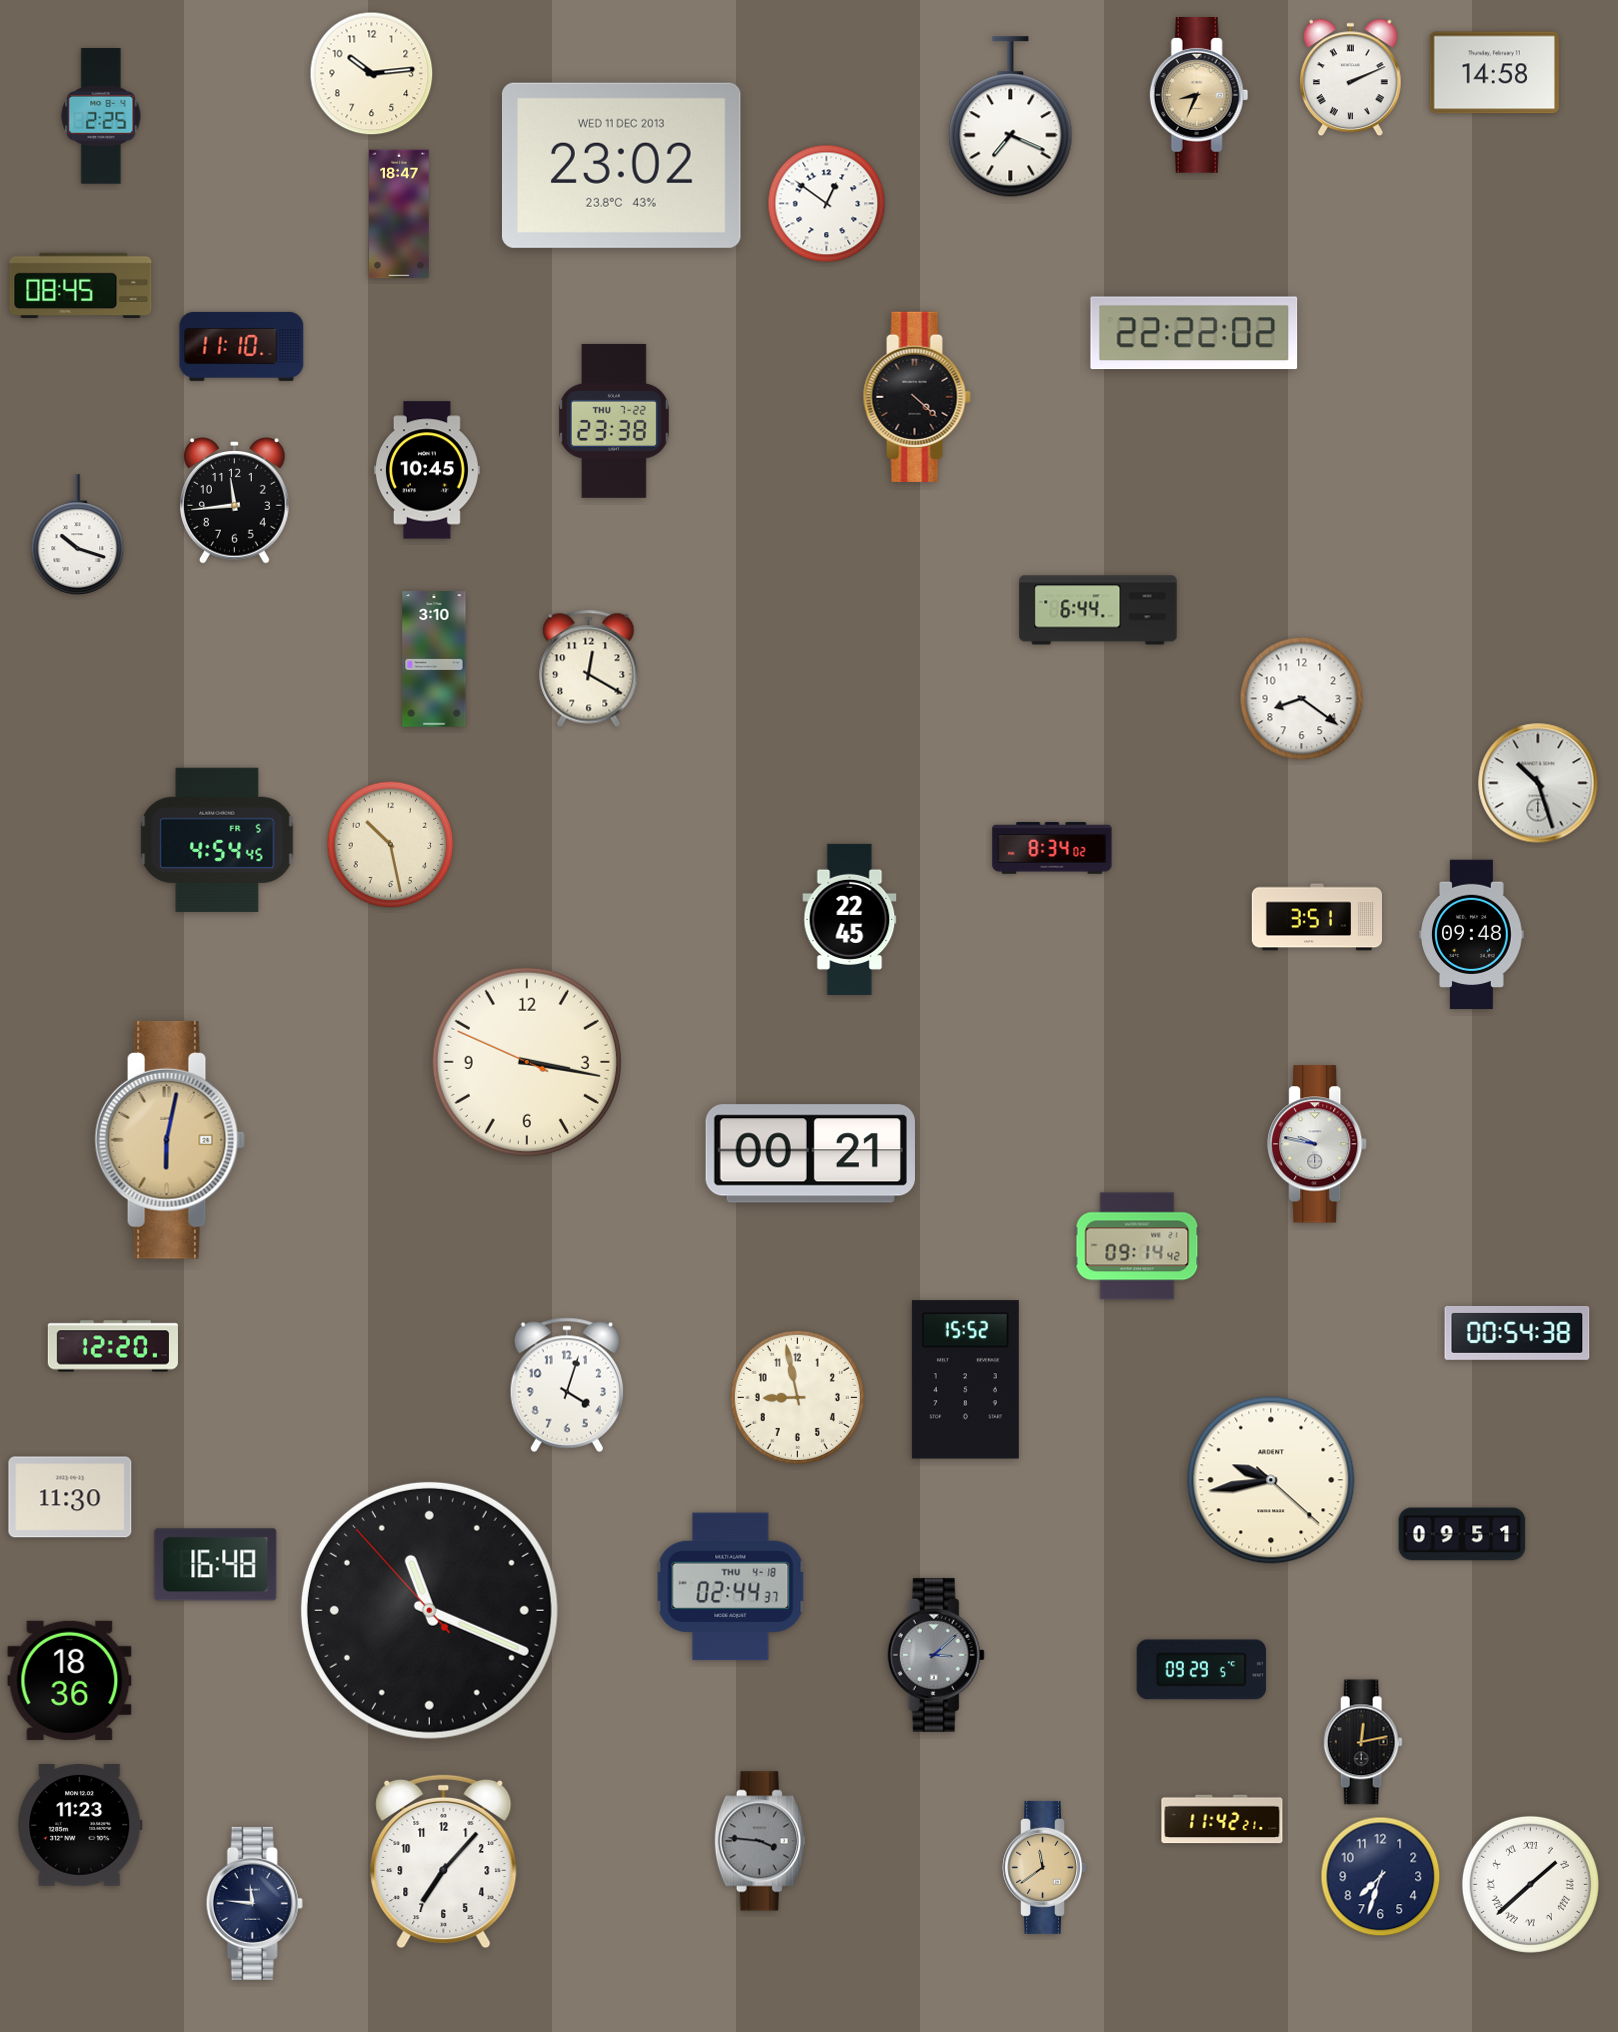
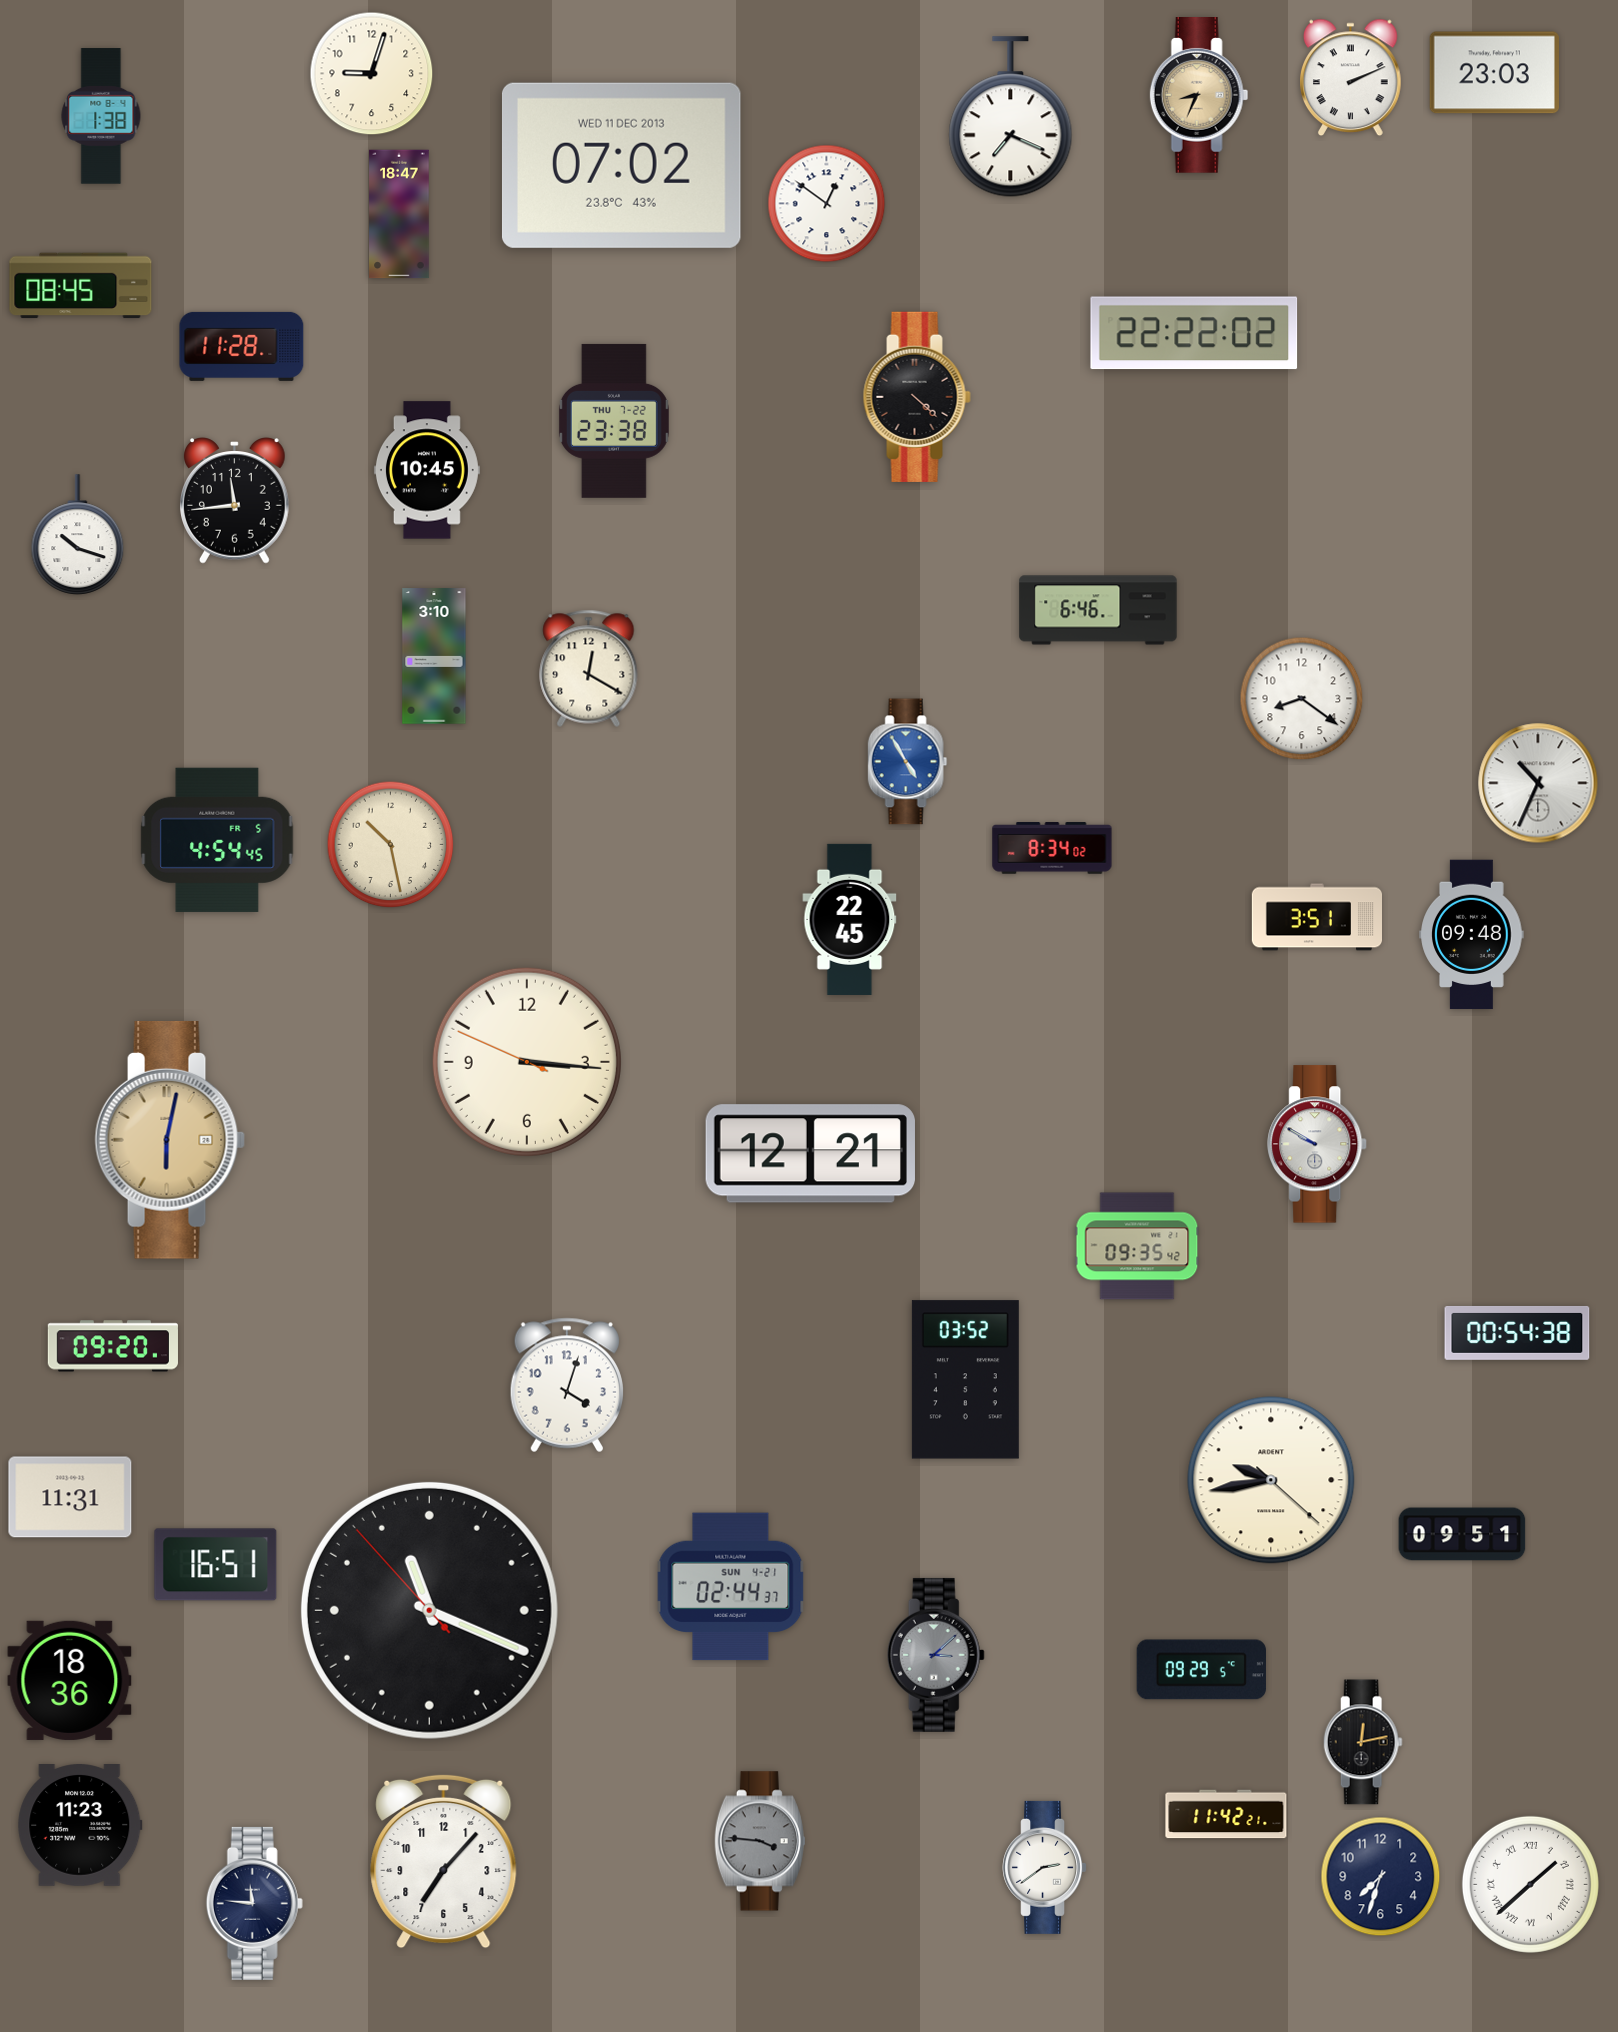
clock at (1494, 73): 14:58 -> 23:03
clock at (372, 74): 10:14 -> 9:03
clock at (101, 116): 2:25 -> 1:38
clock at (621, 165): 23:02 -> 07:02
clock at (242, 346): 11:10 -> 11:28
clock at (1098, 610): 6:44 -> 6:46
clock at (434, 659) position: (434, 659) -> (434, 656)
clock at (908, 762): none -> 4:55
clock at (1538, 783): 10:27 -> 10:34
clock at (527, 1062): 3:16 -> 3:15
clock at (1318, 1144): 9:47 -> 9:50
clock at (810, 1154): 00:21 -> 12:21
clock at (1137, 1246): 09:14 -> 09:35
clock at (113, 1346): 12:20 -> 09:20
clock at (965, 1380): 15:52 -> 03:52
clock at (797, 1397): 8:58 -> none
clock at (70, 1497): 11:30 -> 11:31
clock at (216, 1565): 16:48 -> 16:51
clock at (731, 1587) date: THU 4-18 -> SUN 4-21
clock at (1222, 1819) position: (1222, 1819) -> (1226, 1814)
clock at (1045, 1867): 11:39 -> 2:39
clock at (1045, 1867) dial: champagne -> white
